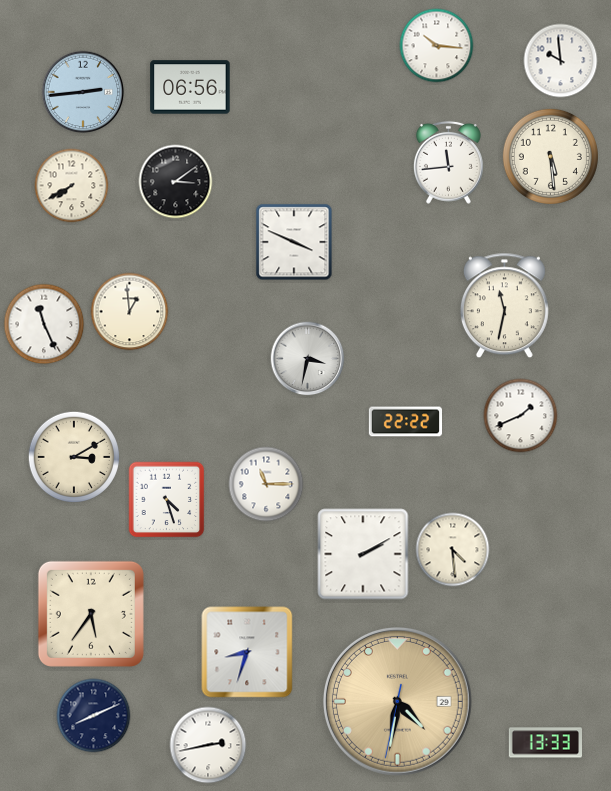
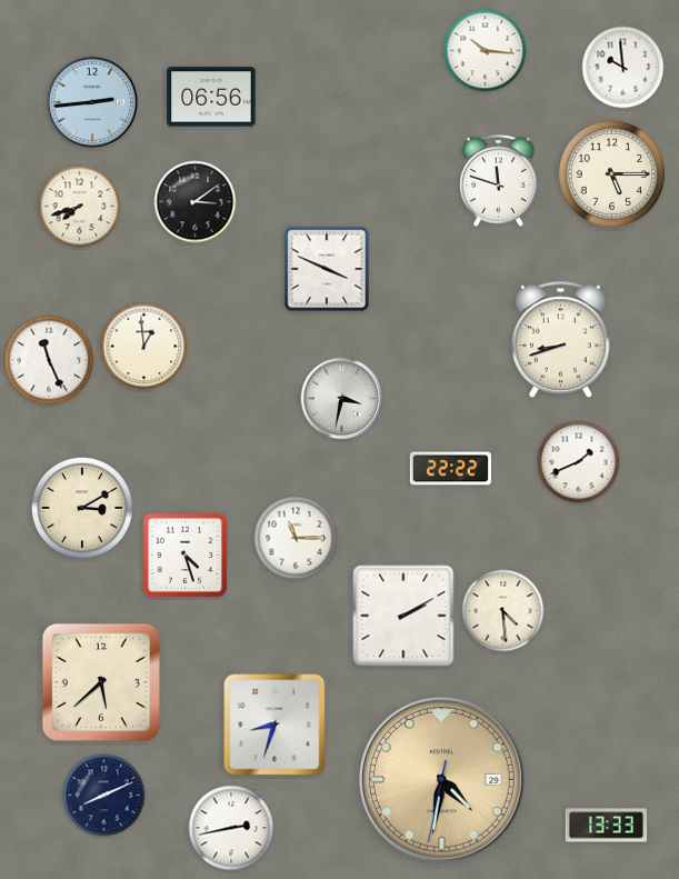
clock at (550, 156): 5:29 -> 5:15
clock at (448, 162): 11:44 -> 11:48
clock at (72, 186): 7:40 -> 7:42
clock at (504, 306): 11:32 -> 8:42
clock at (91, 614): 5:36 -> 5:38
